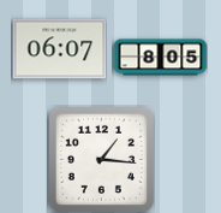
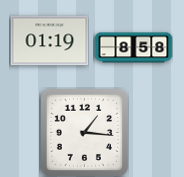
clock at (59, 49): 06:07 -> 01:19
clock at (160, 58): 8:05 -> 8:58
